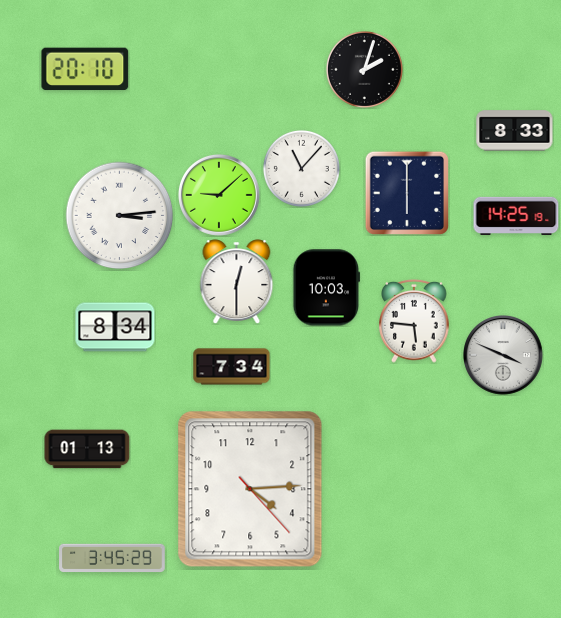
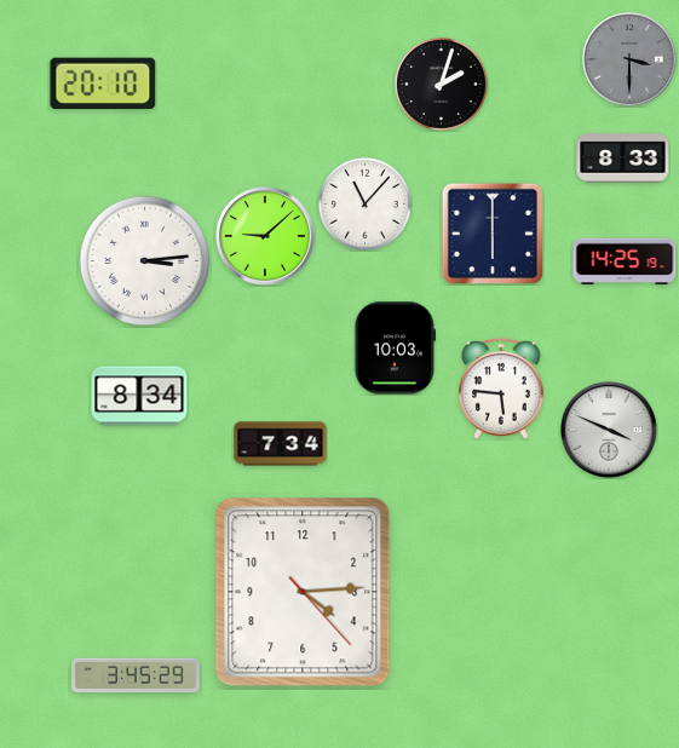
clock at (629, 59): none -> 3:30
clock at (237, 281): 12:30 -> none
clock at (87, 449): 01:13 -> none
